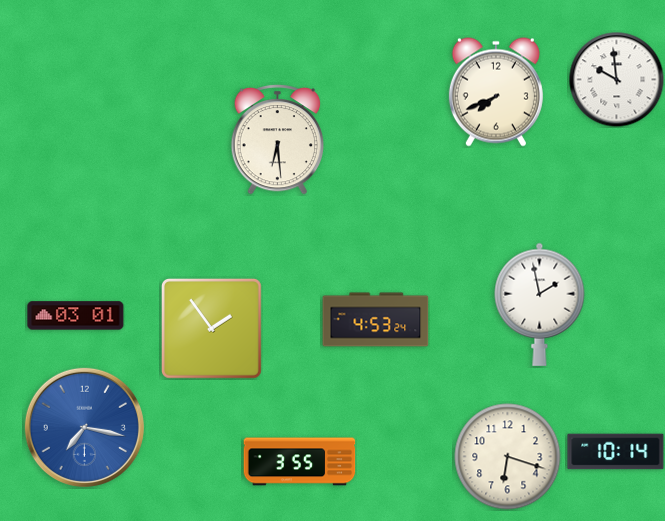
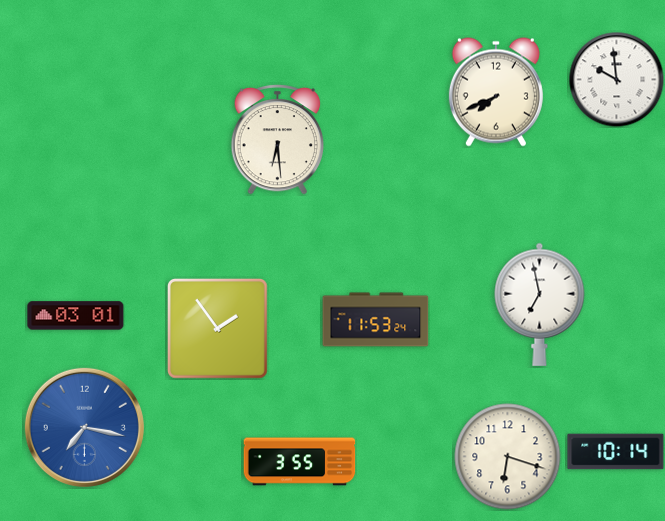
clock at (540, 304): 1:58 -> 6:58
clock at (376, 320): 4:53 -> 11:53
clock at (211, 328) position: (211, 328) -> (217, 328)
